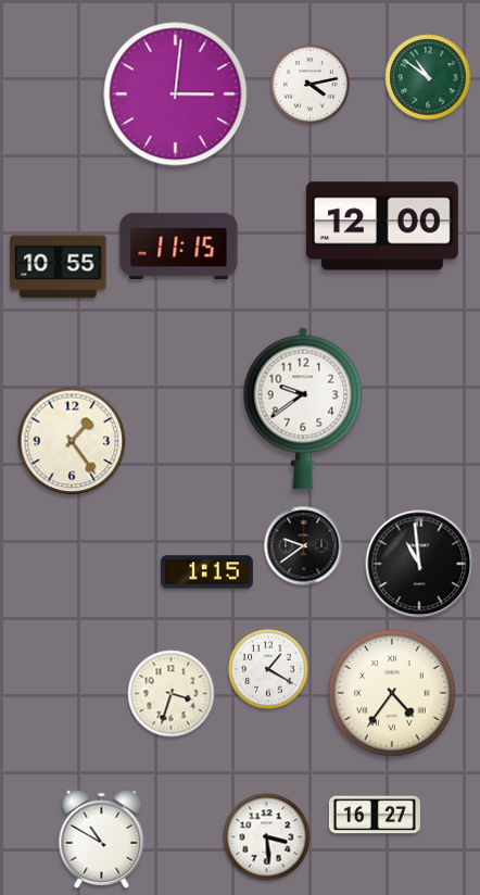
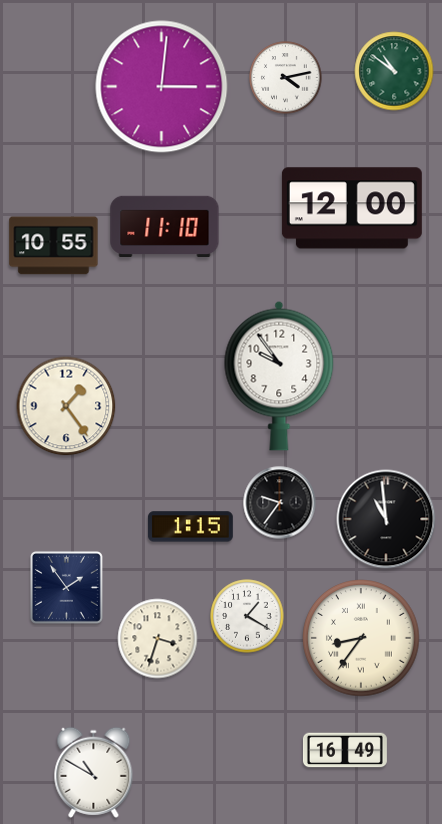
clock at (179, 245): 11:15 -> 11:10
clock at (303, 408): 9:39 -> 9:54
clock at (304, 546): 9:39 -> 9:36
clock at (66, 587): none -> 1:54
clock at (392, 693): 4:36 -> 8:36
clock at (375, 815): 16:27 -> 16:49
clock at (267, 837): 3:29 -> none
